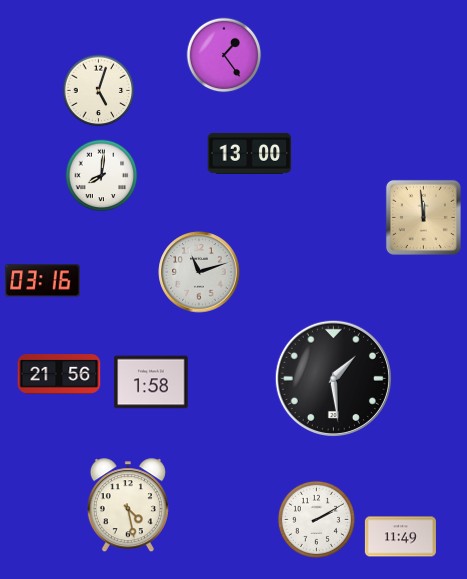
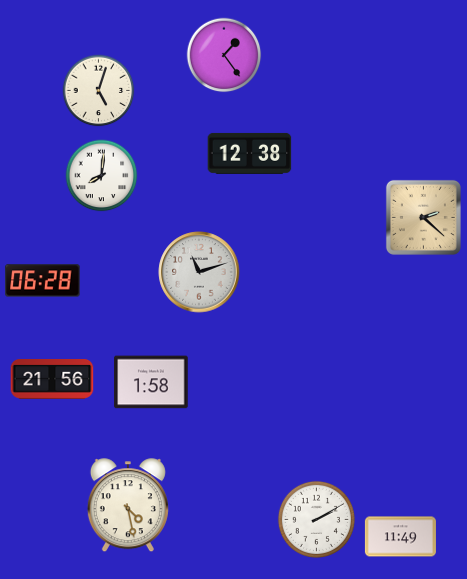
clock at (250, 153): 13:00 -> 12:38
clock at (423, 217): 11:59 -> 2:22
clock at (43, 281): 03:16 -> 06:28
clock at (59, 375) position: (59, 375) -> (52, 380)
clock at (333, 378): 1:29 -> none
